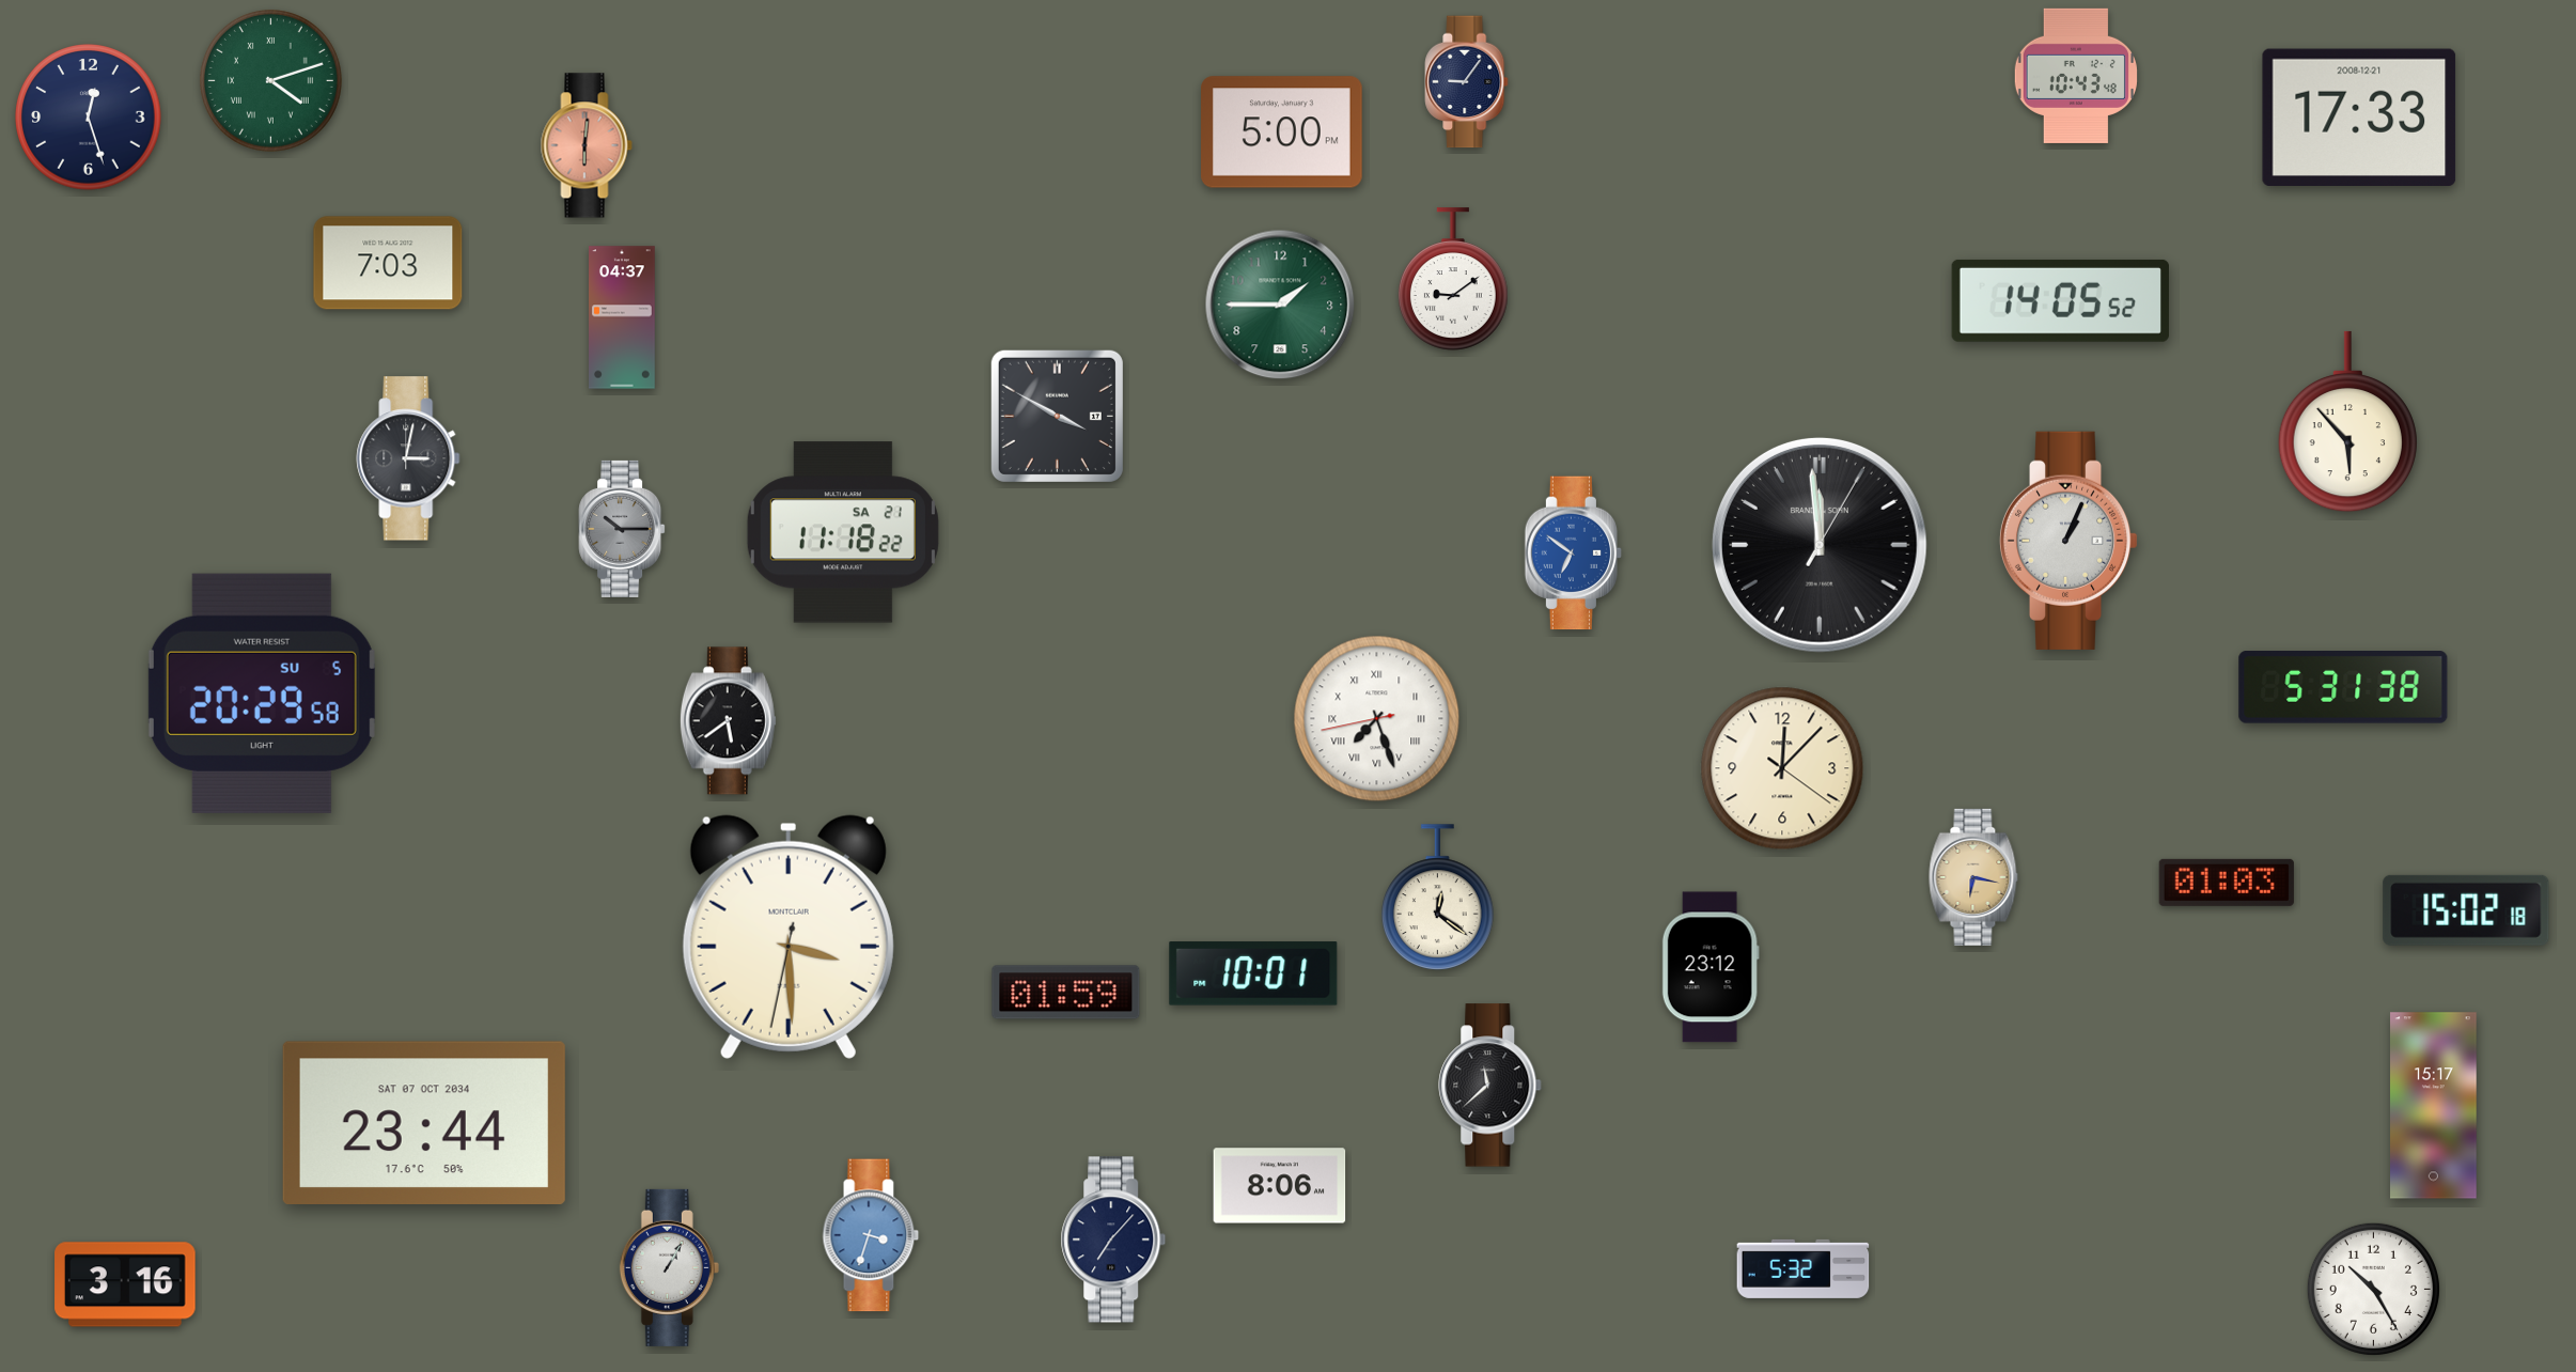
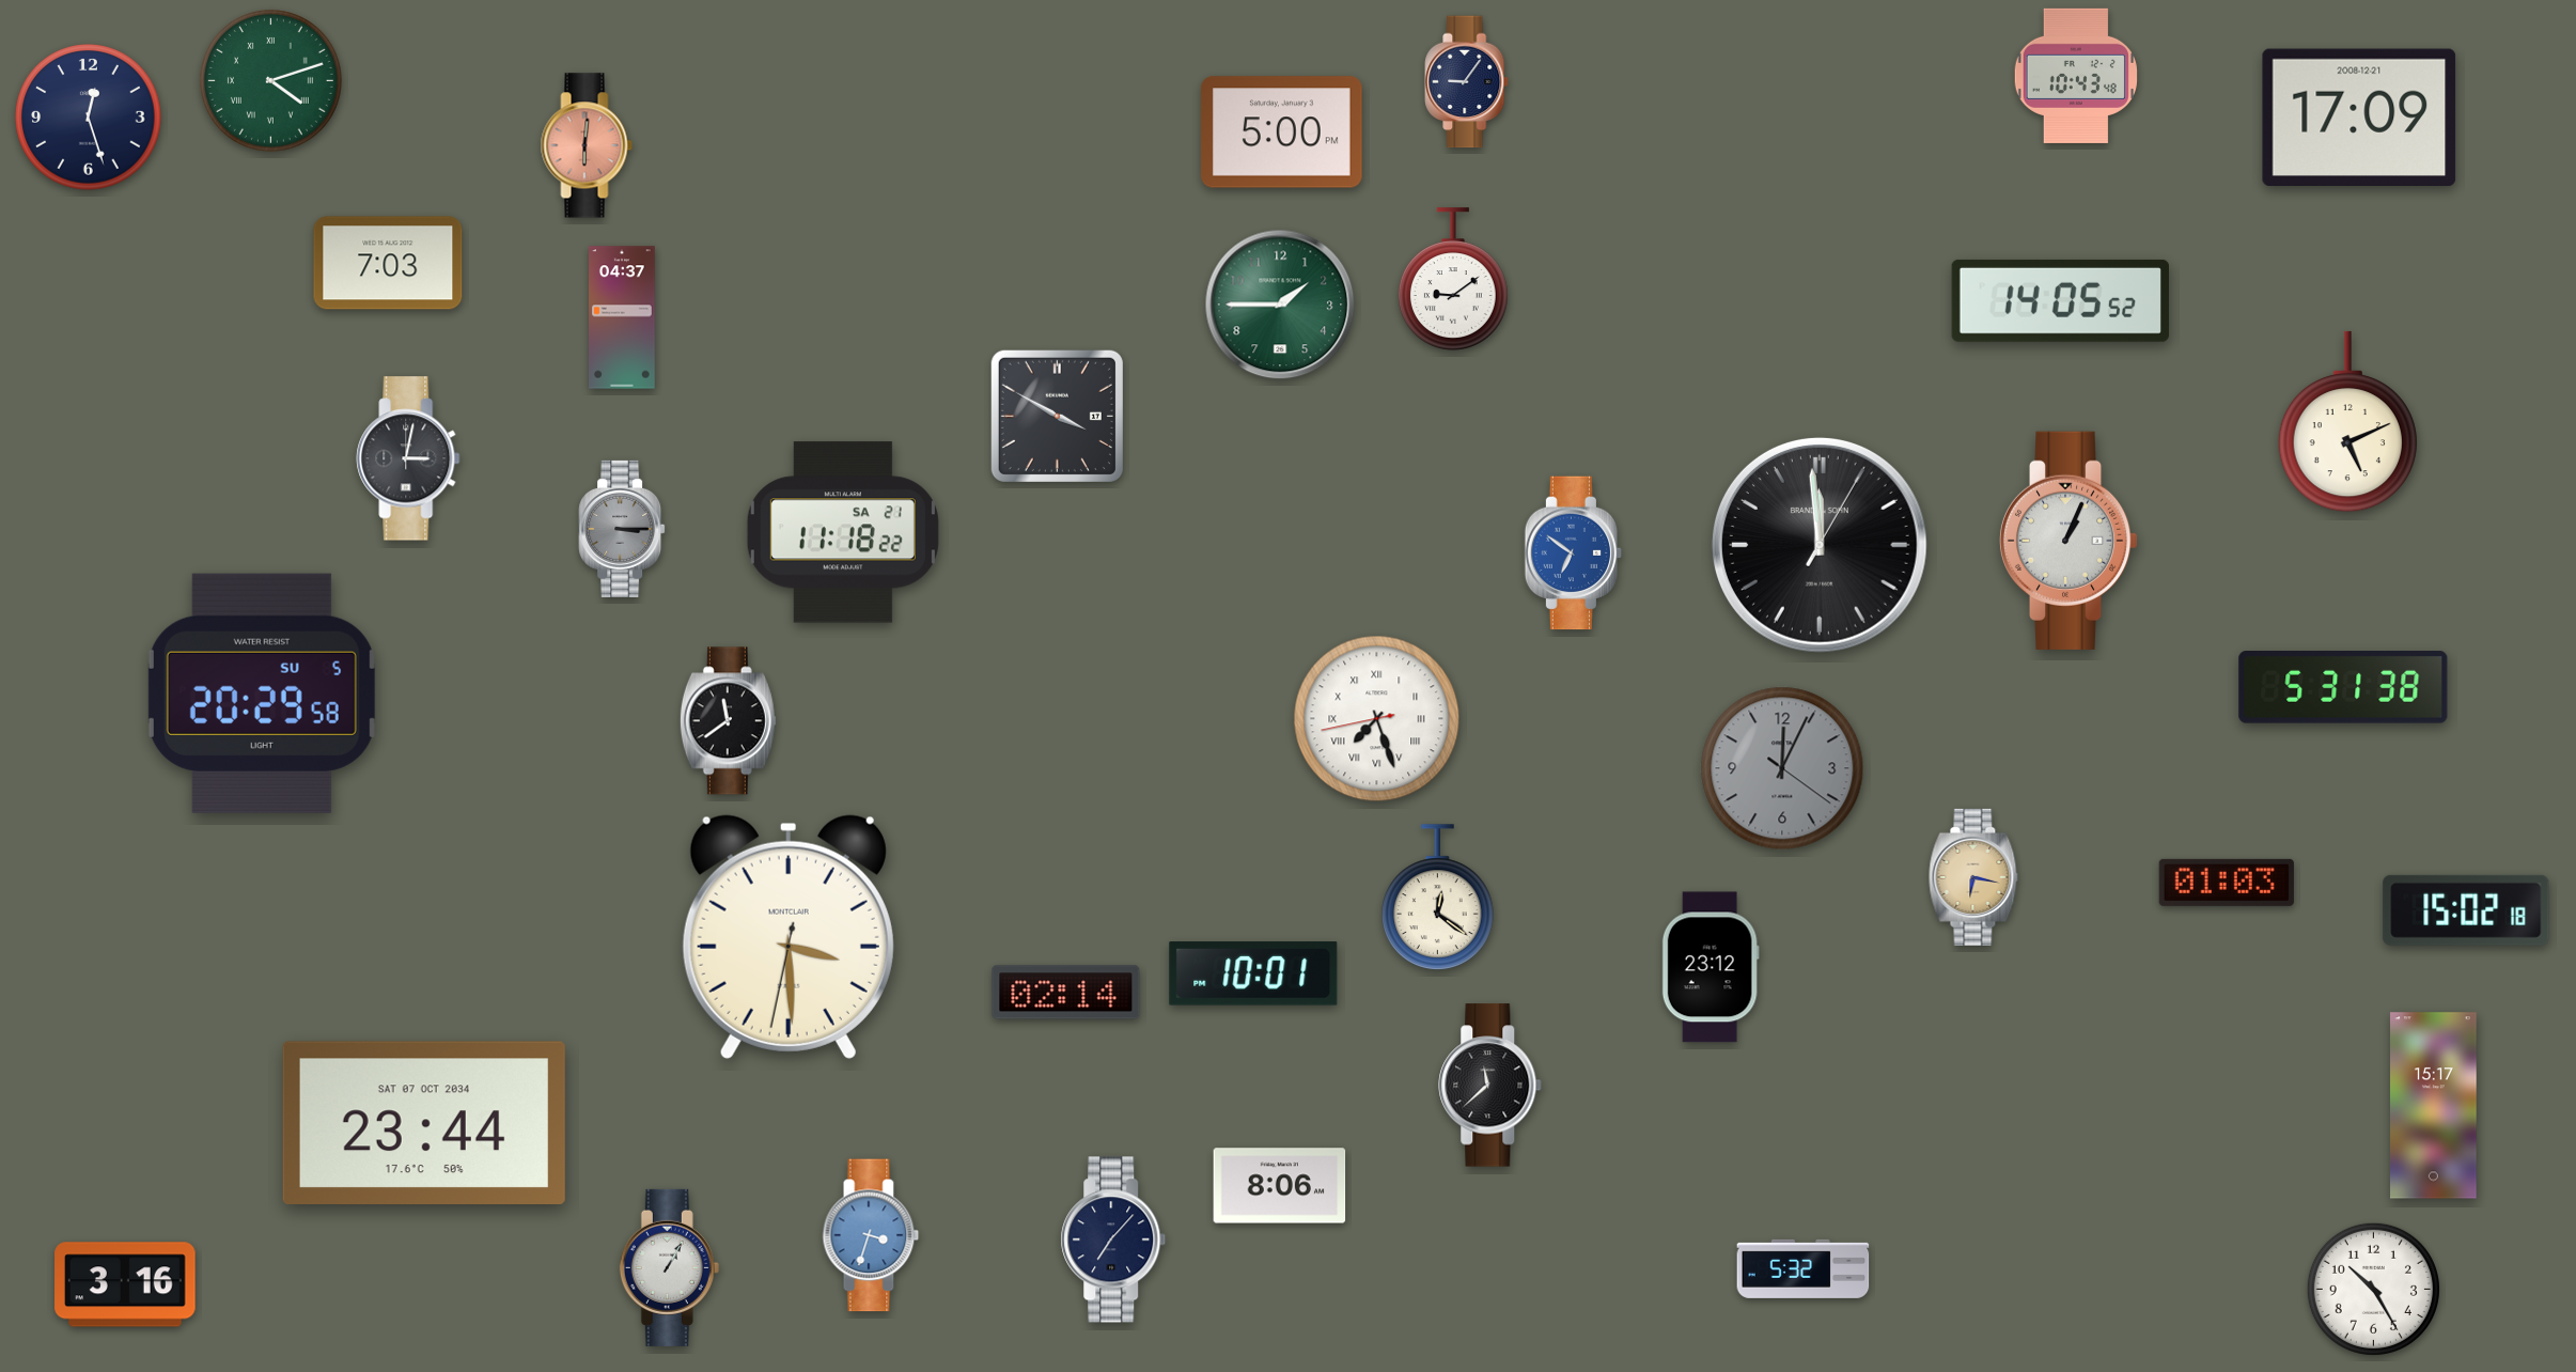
clock at (2359, 118): 17:33 -> 17:09
clock at (2347, 422): 5:53 -> 5:11
clock at (622, 529): 10:15 -> 3:15
clock at (728, 721): 5:39 -> 11:39
clock at (1782, 768): 12:07 -> 12:04
clock at (1782, 768) dial: cream -> grey
clock at (1066, 993): 01:59 -> 02:14
